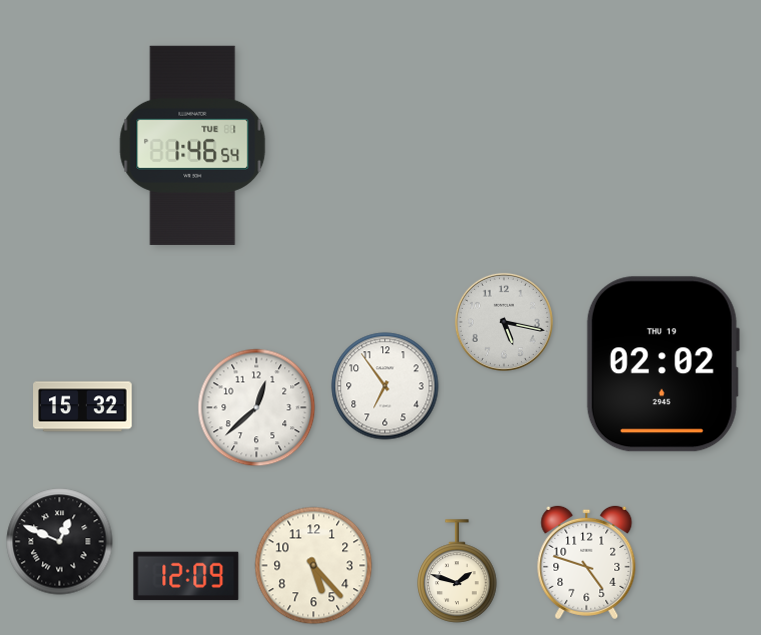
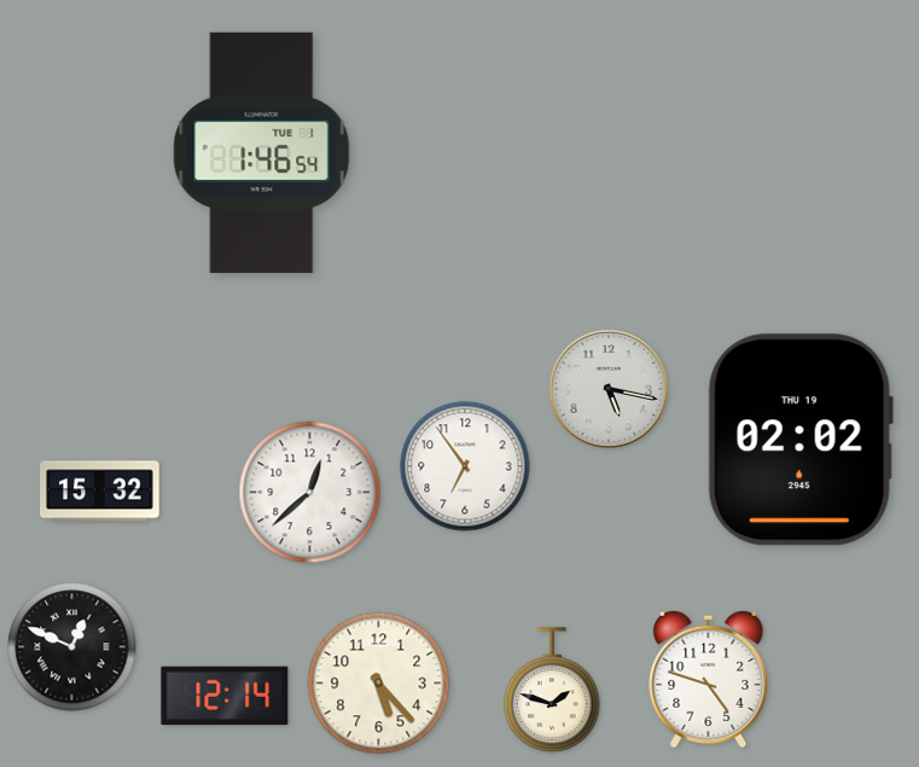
clock at (193, 145) position: (193, 145) -> (262, 152)
clock at (60, 542) position: (60, 542) -> (72, 647)
clock at (186, 576): 12:09 -> 12:14
